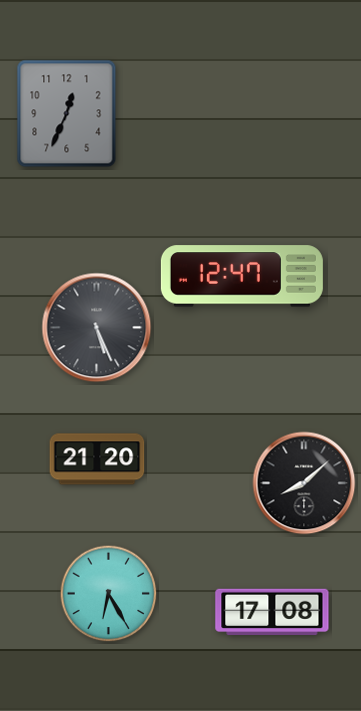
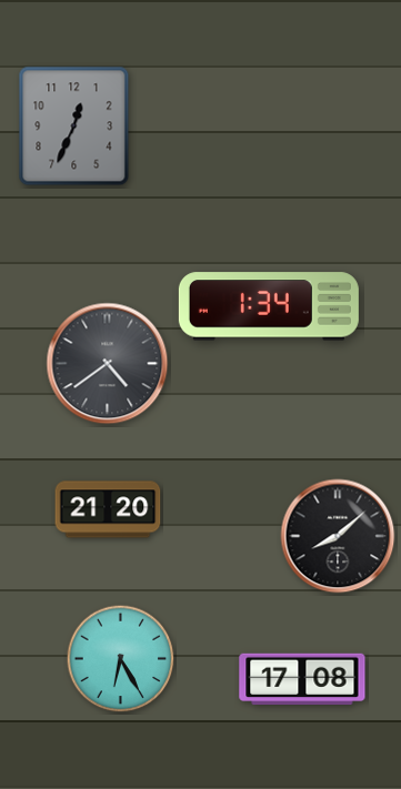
clock at (242, 276): 12:47 -> 1:34
clock at (97, 328): 5:26 -> 4:39
